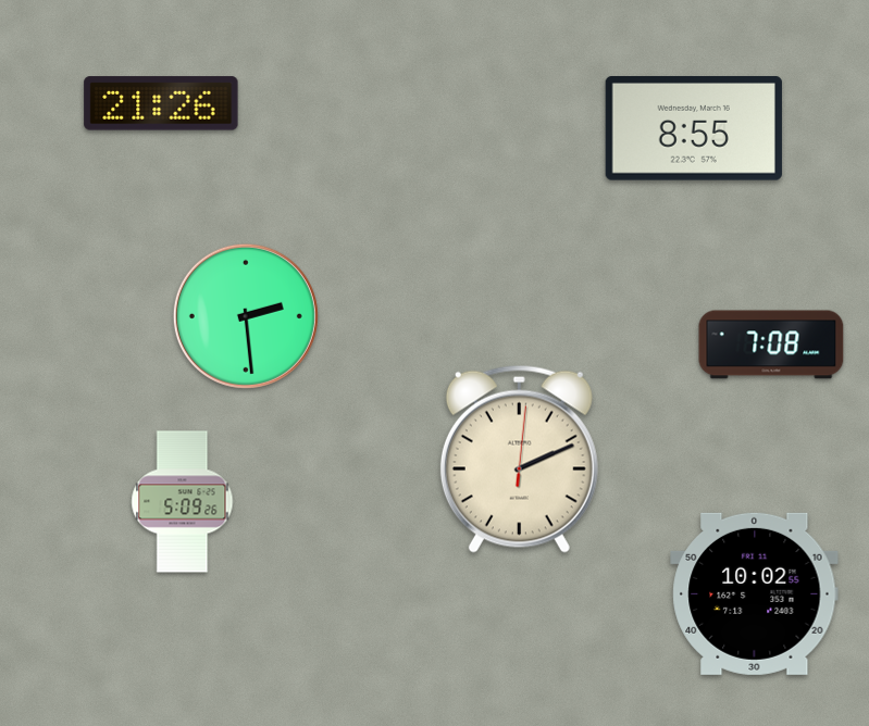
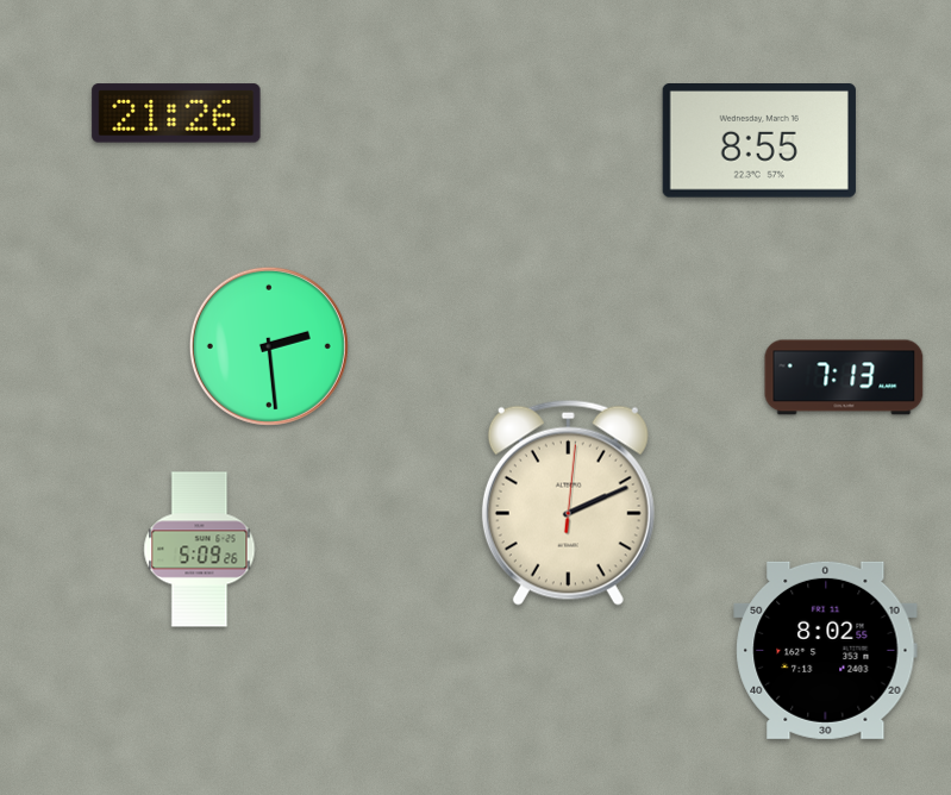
clock at (771, 345): 7:08 -> 7:13
clock at (755, 593): 10:02 -> 8:02
